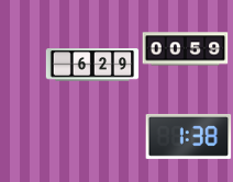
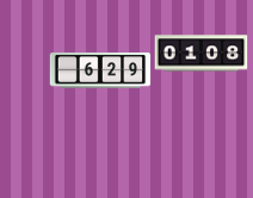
clock at (185, 49): 00:59 -> 01:08
clock at (188, 136): 1:38 -> none
